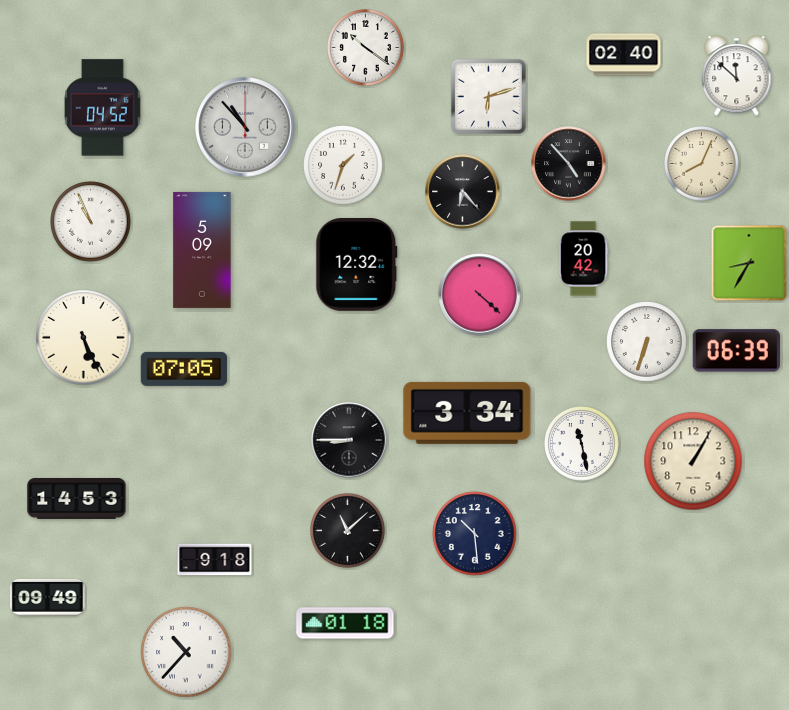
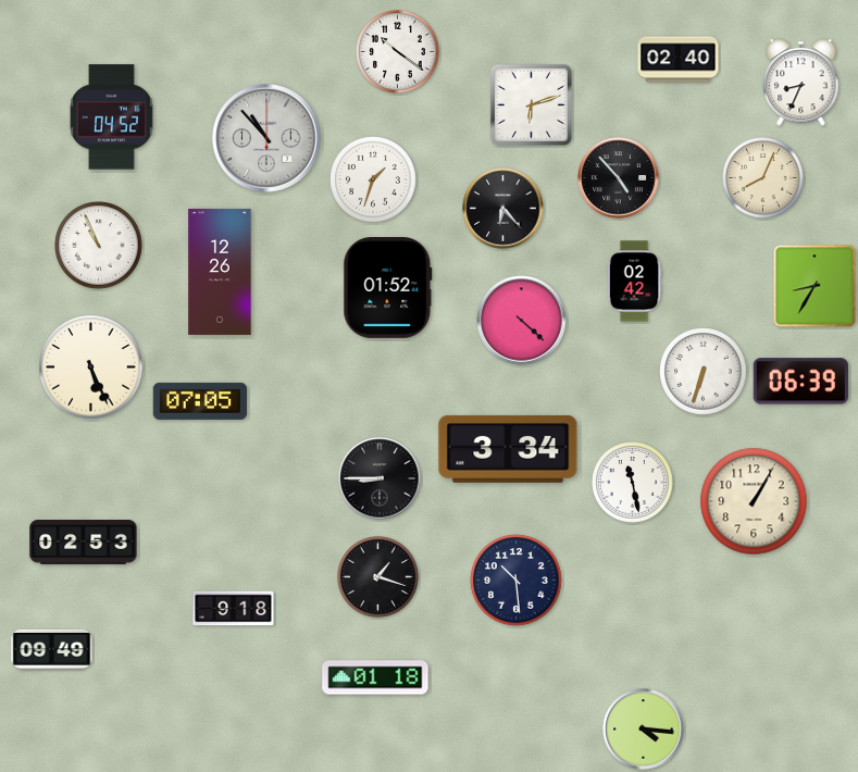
clock at (737, 76): 11:52 -> 8:34
clock at (91, 222) position: (91, 222) -> (99, 246)
clock at (202, 250): 5:09 -> 12:26
clock at (583, 259): 20:42 -> 02:42
clock at (357, 265): 12:32 -> 01:52
clock at (77, 499): 14:53 -> 02:53
clock at (348, 531): 11:08 -> 1:18
clock at (186, 652): 10:37 -> none
clock at (644, 730): none -> 4:16
